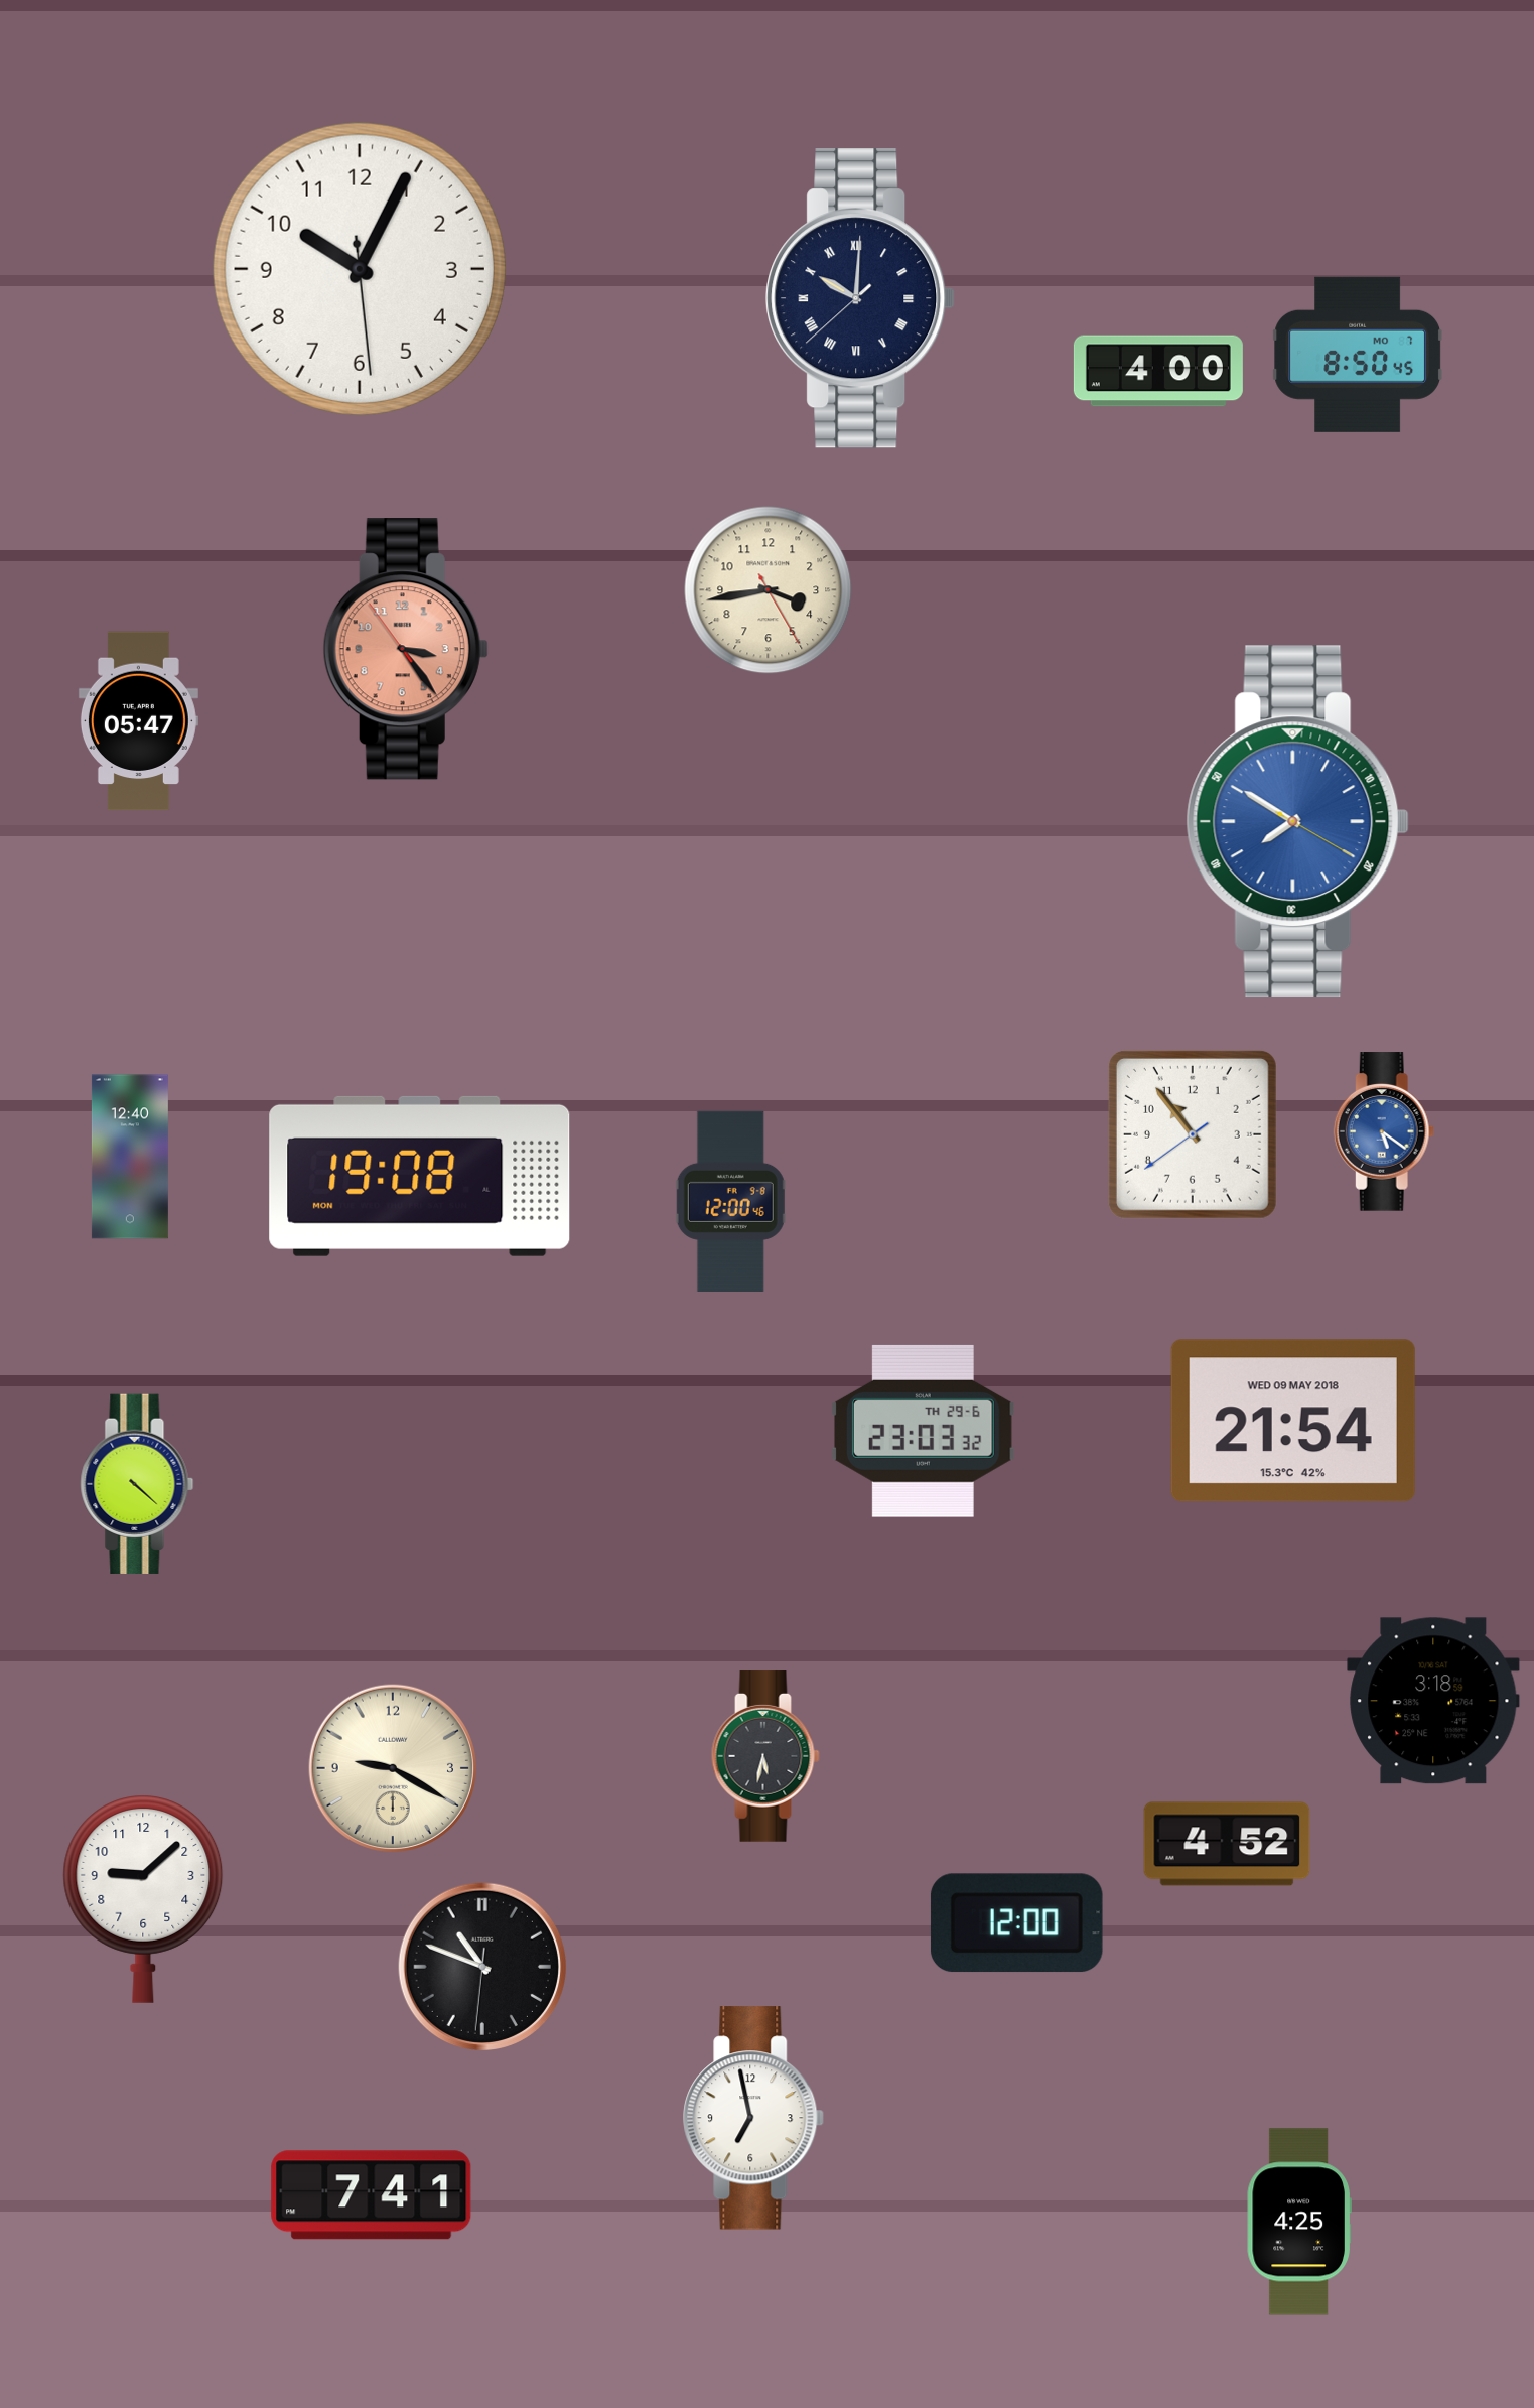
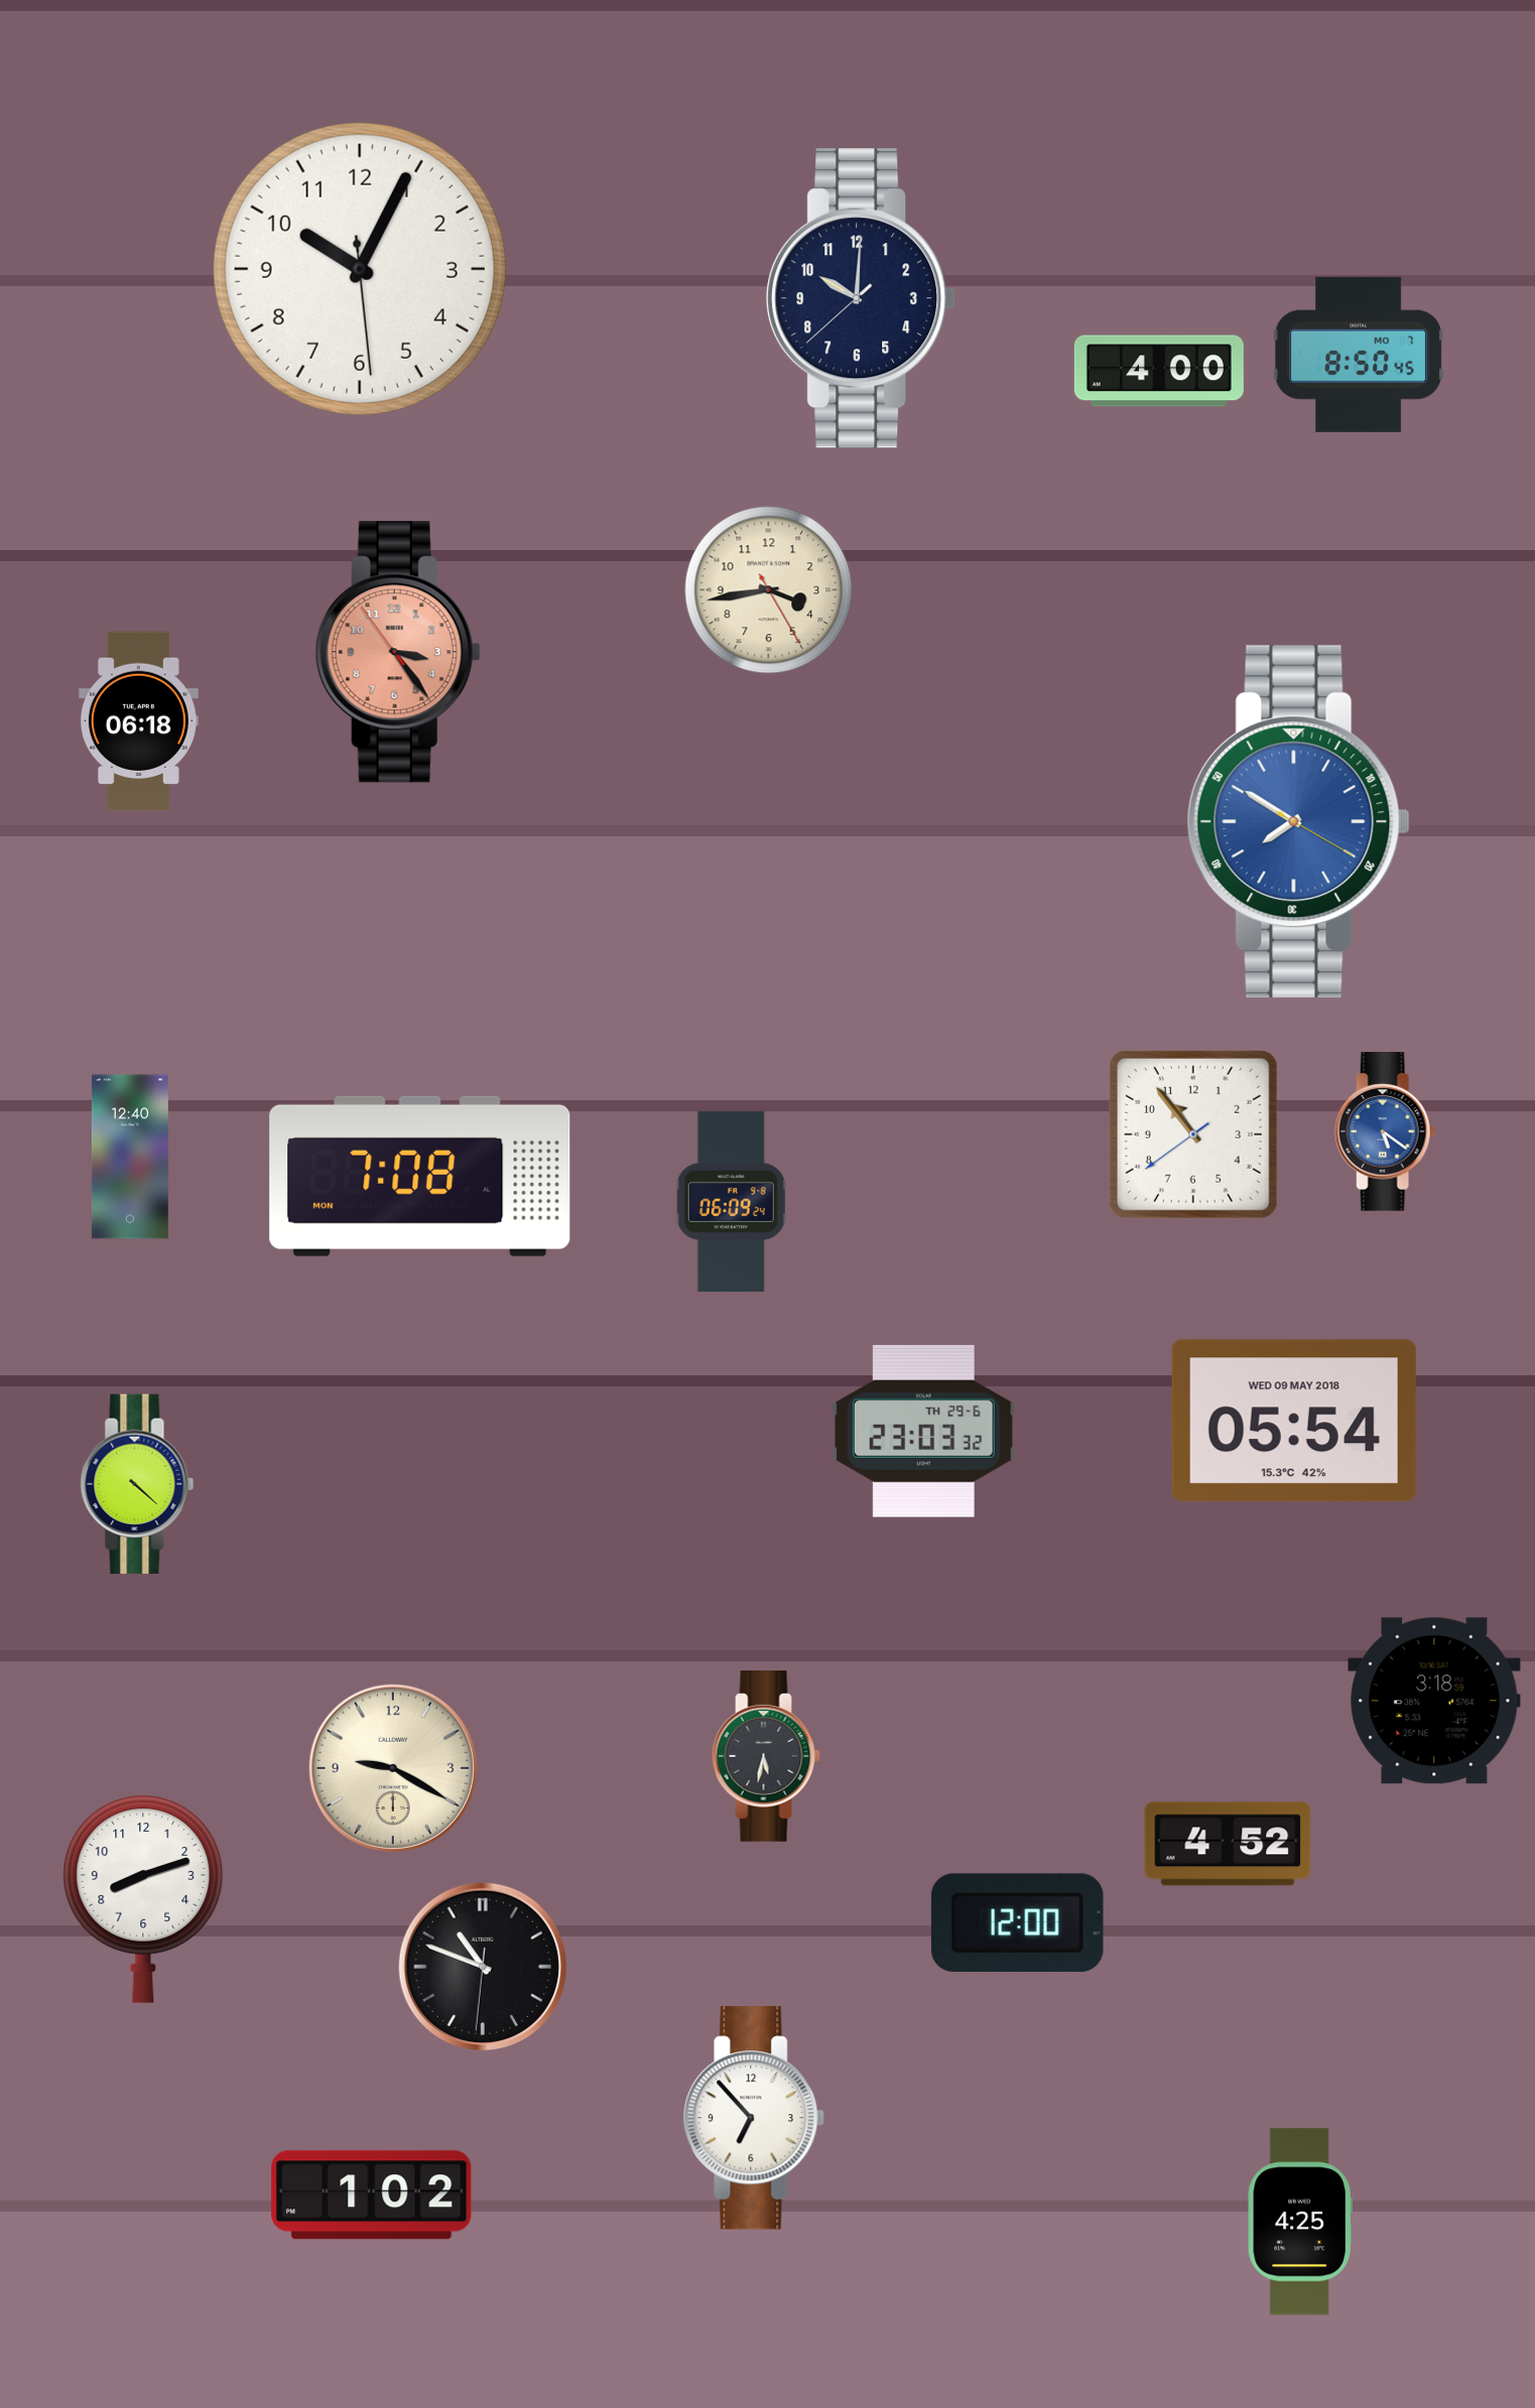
clock at (860, 298) numerals: Roman -> Arabic
clock at (406, 649) position: (406, 649) -> (398, 652)
clock at (138, 721): 05:47 -> 06:18
clock at (420, 1176): 19:08 -> 7:08
clock at (730, 1201): 12:00 -> 06:09
clock at (1293, 1421): 21:54 -> 05:54
clock at (143, 1899): 9:08 -> 8:12
clock at (754, 2118): 6:58 -> 6:53
clock at (372, 2195): 7:41 -> 1:02
